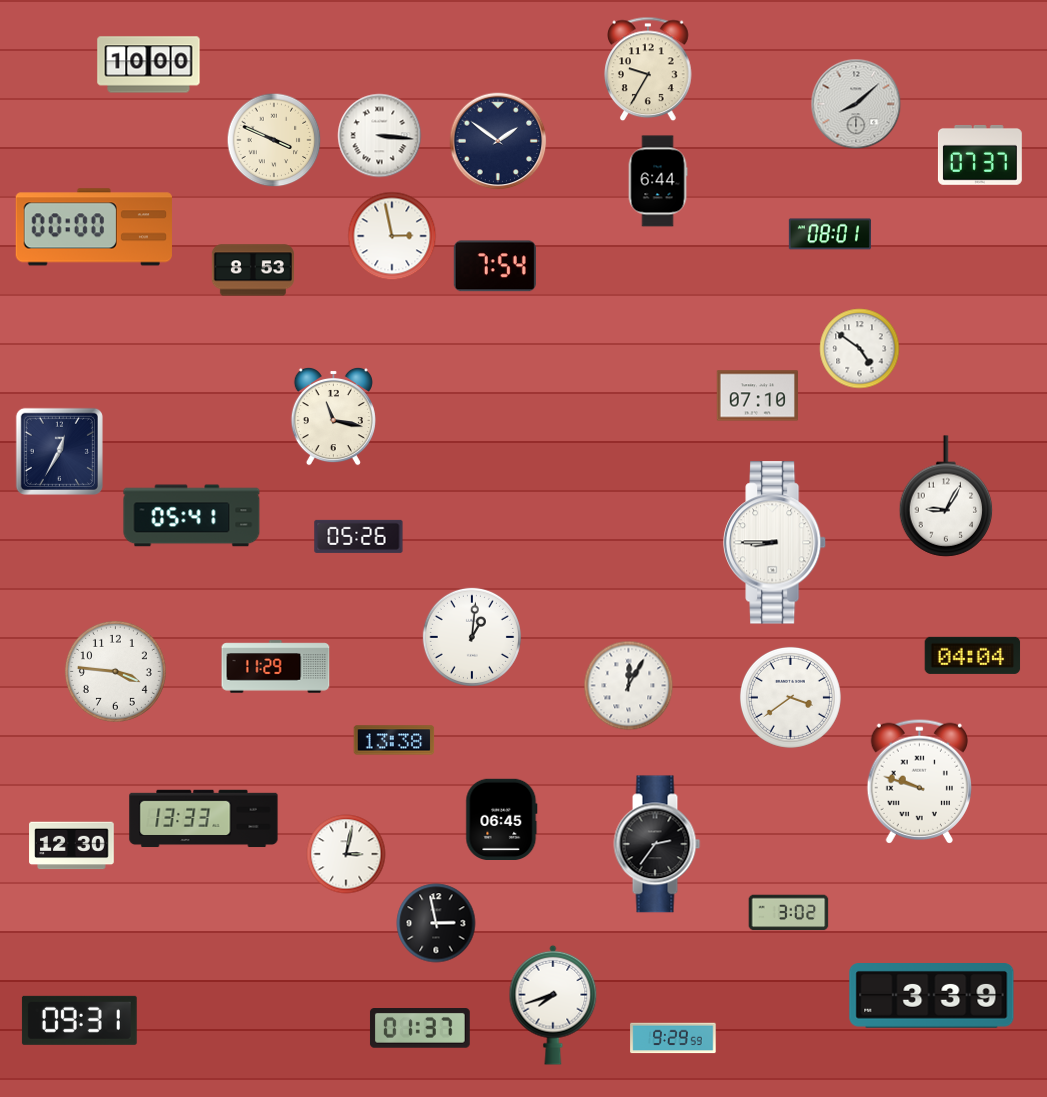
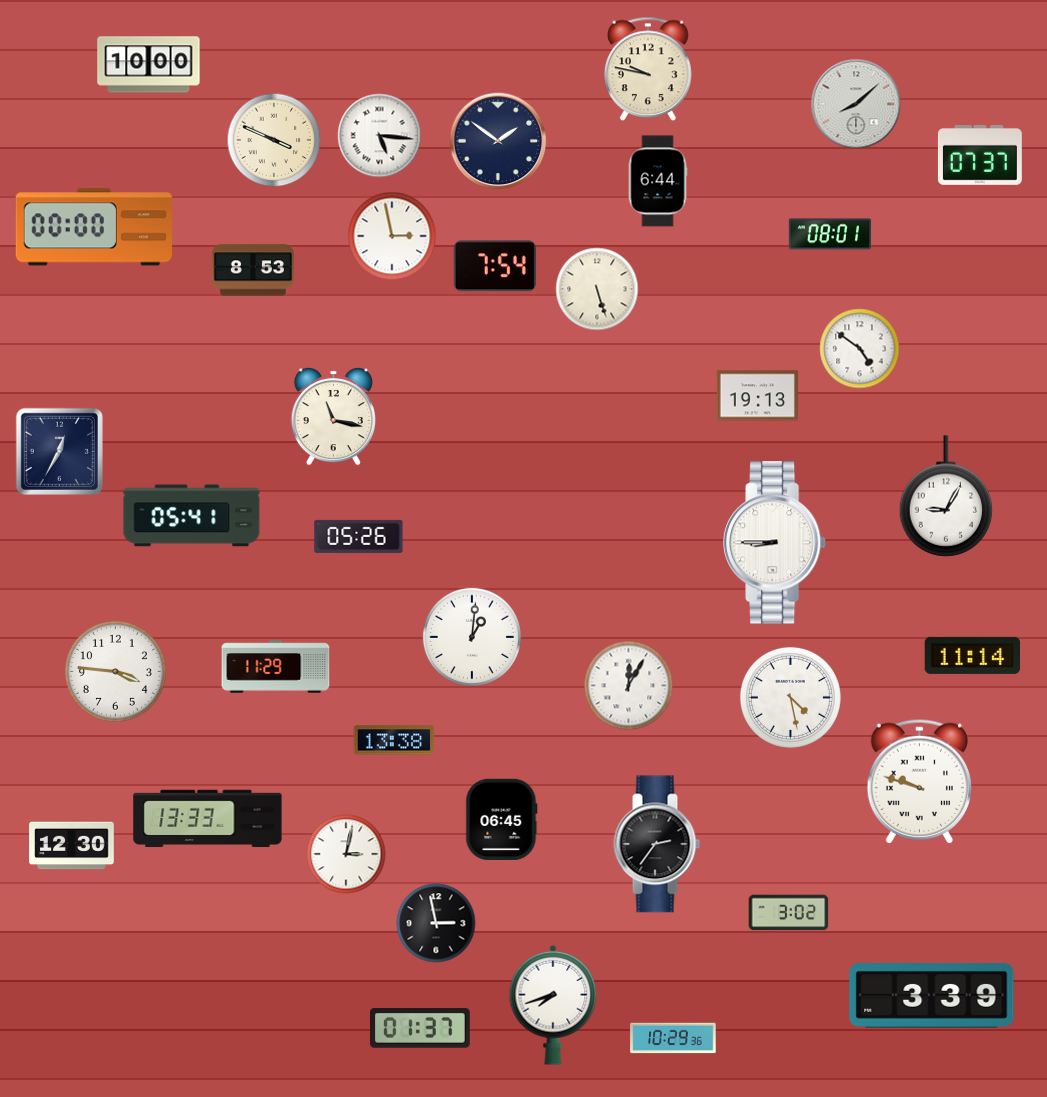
clock at (648, 69): 9:35 -> 9:47
clock at (380, 136): 3:16 -> 5:16
clock at (597, 289): none -> 5:27
clock at (757, 396): 07:10 -> 19:13
clock at (973, 655): 04:04 -> 11:14
clock at (790, 697): 3:39 -> 4:28
clock at (204, 819) position: (204, 819) -> (208, 819)
clock at (79, 1020): 09:31 -> none
clock at (673, 1038): 9:29 -> 10:29
